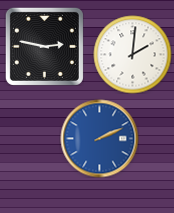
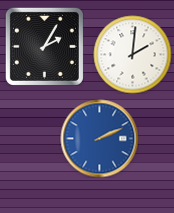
clock at (44, 46): 2:47 -> 2:05
